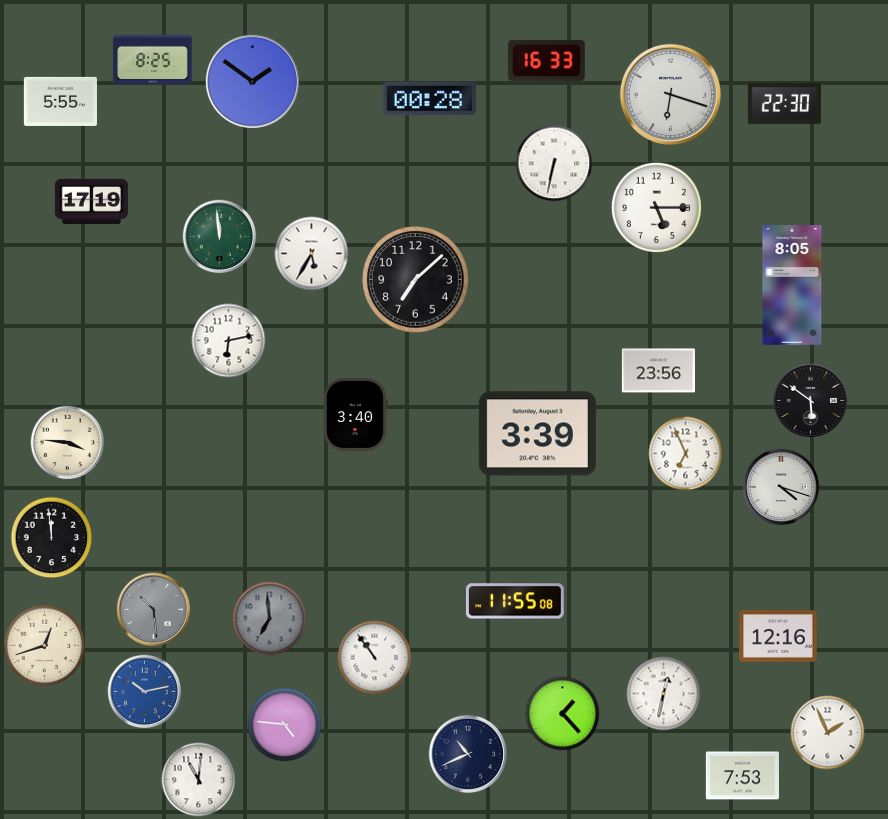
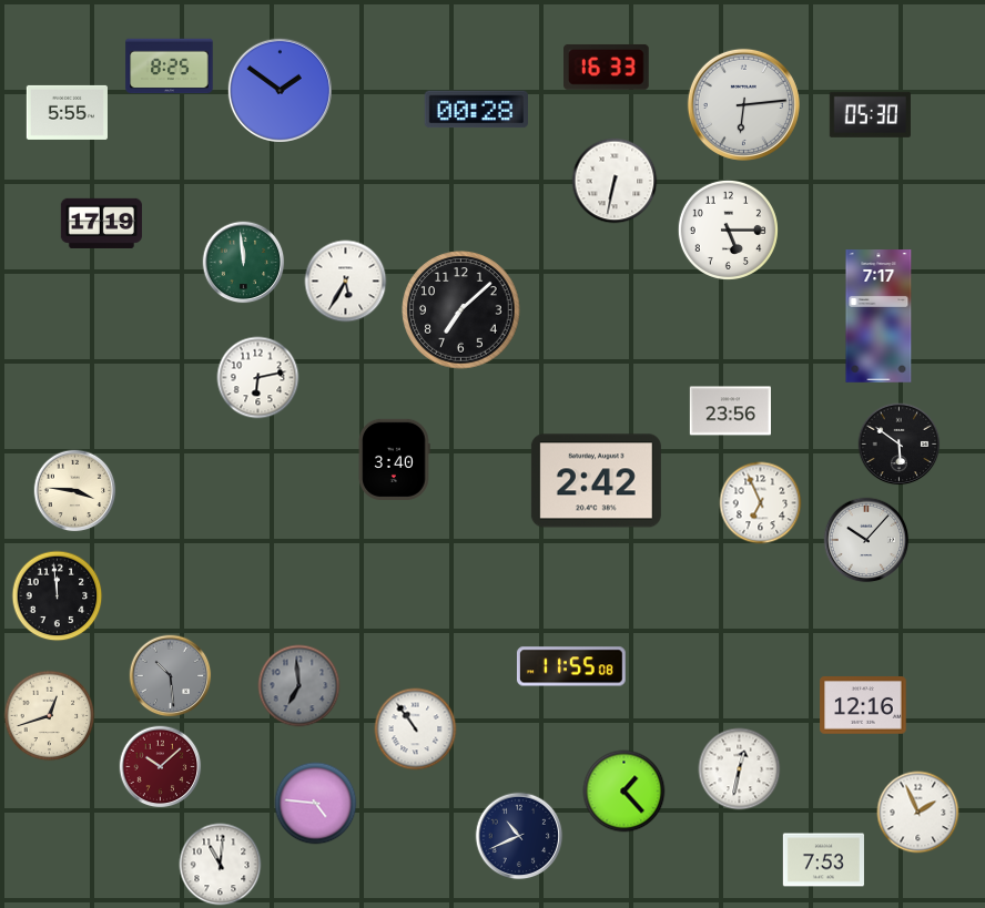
clock at (670, 94): 6:18 -> 6:14
clock at (784, 103): 22:30 -> 05:30
clock at (792, 285): 8:05 -> 7:17
clock at (229, 341) position: (229, 341) -> (258, 378)
clock at (537, 434): 3:39 -> 2:42
clock at (781, 487): 4:18 -> 10:07
clock at (145, 692): 10:13 -> 10:08
clock at (145, 692) dial: blue -> burgundy
clock at (664, 694) position: (664, 694) -> (740, 769)
